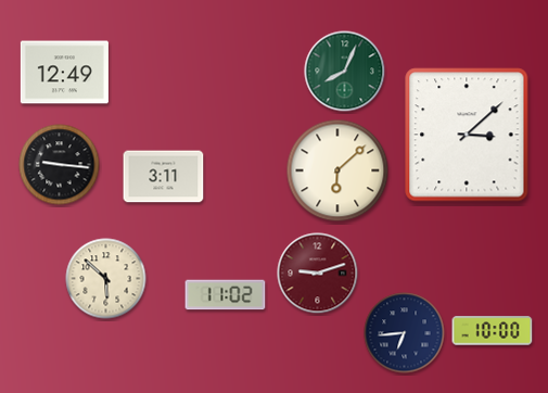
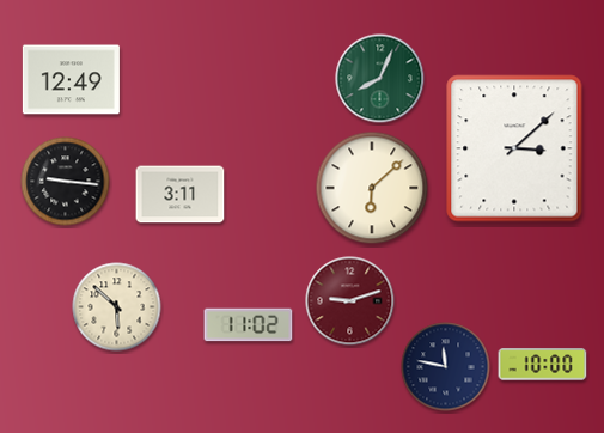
clock at (405, 333): 6:44 -> 11:47
